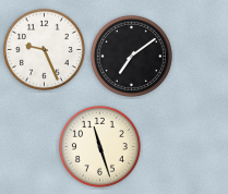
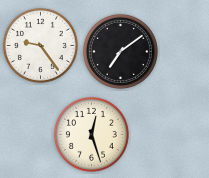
clock at (44, 49): 9:26 -> 9:24
clock at (99, 146): 11:27 -> 12:27
